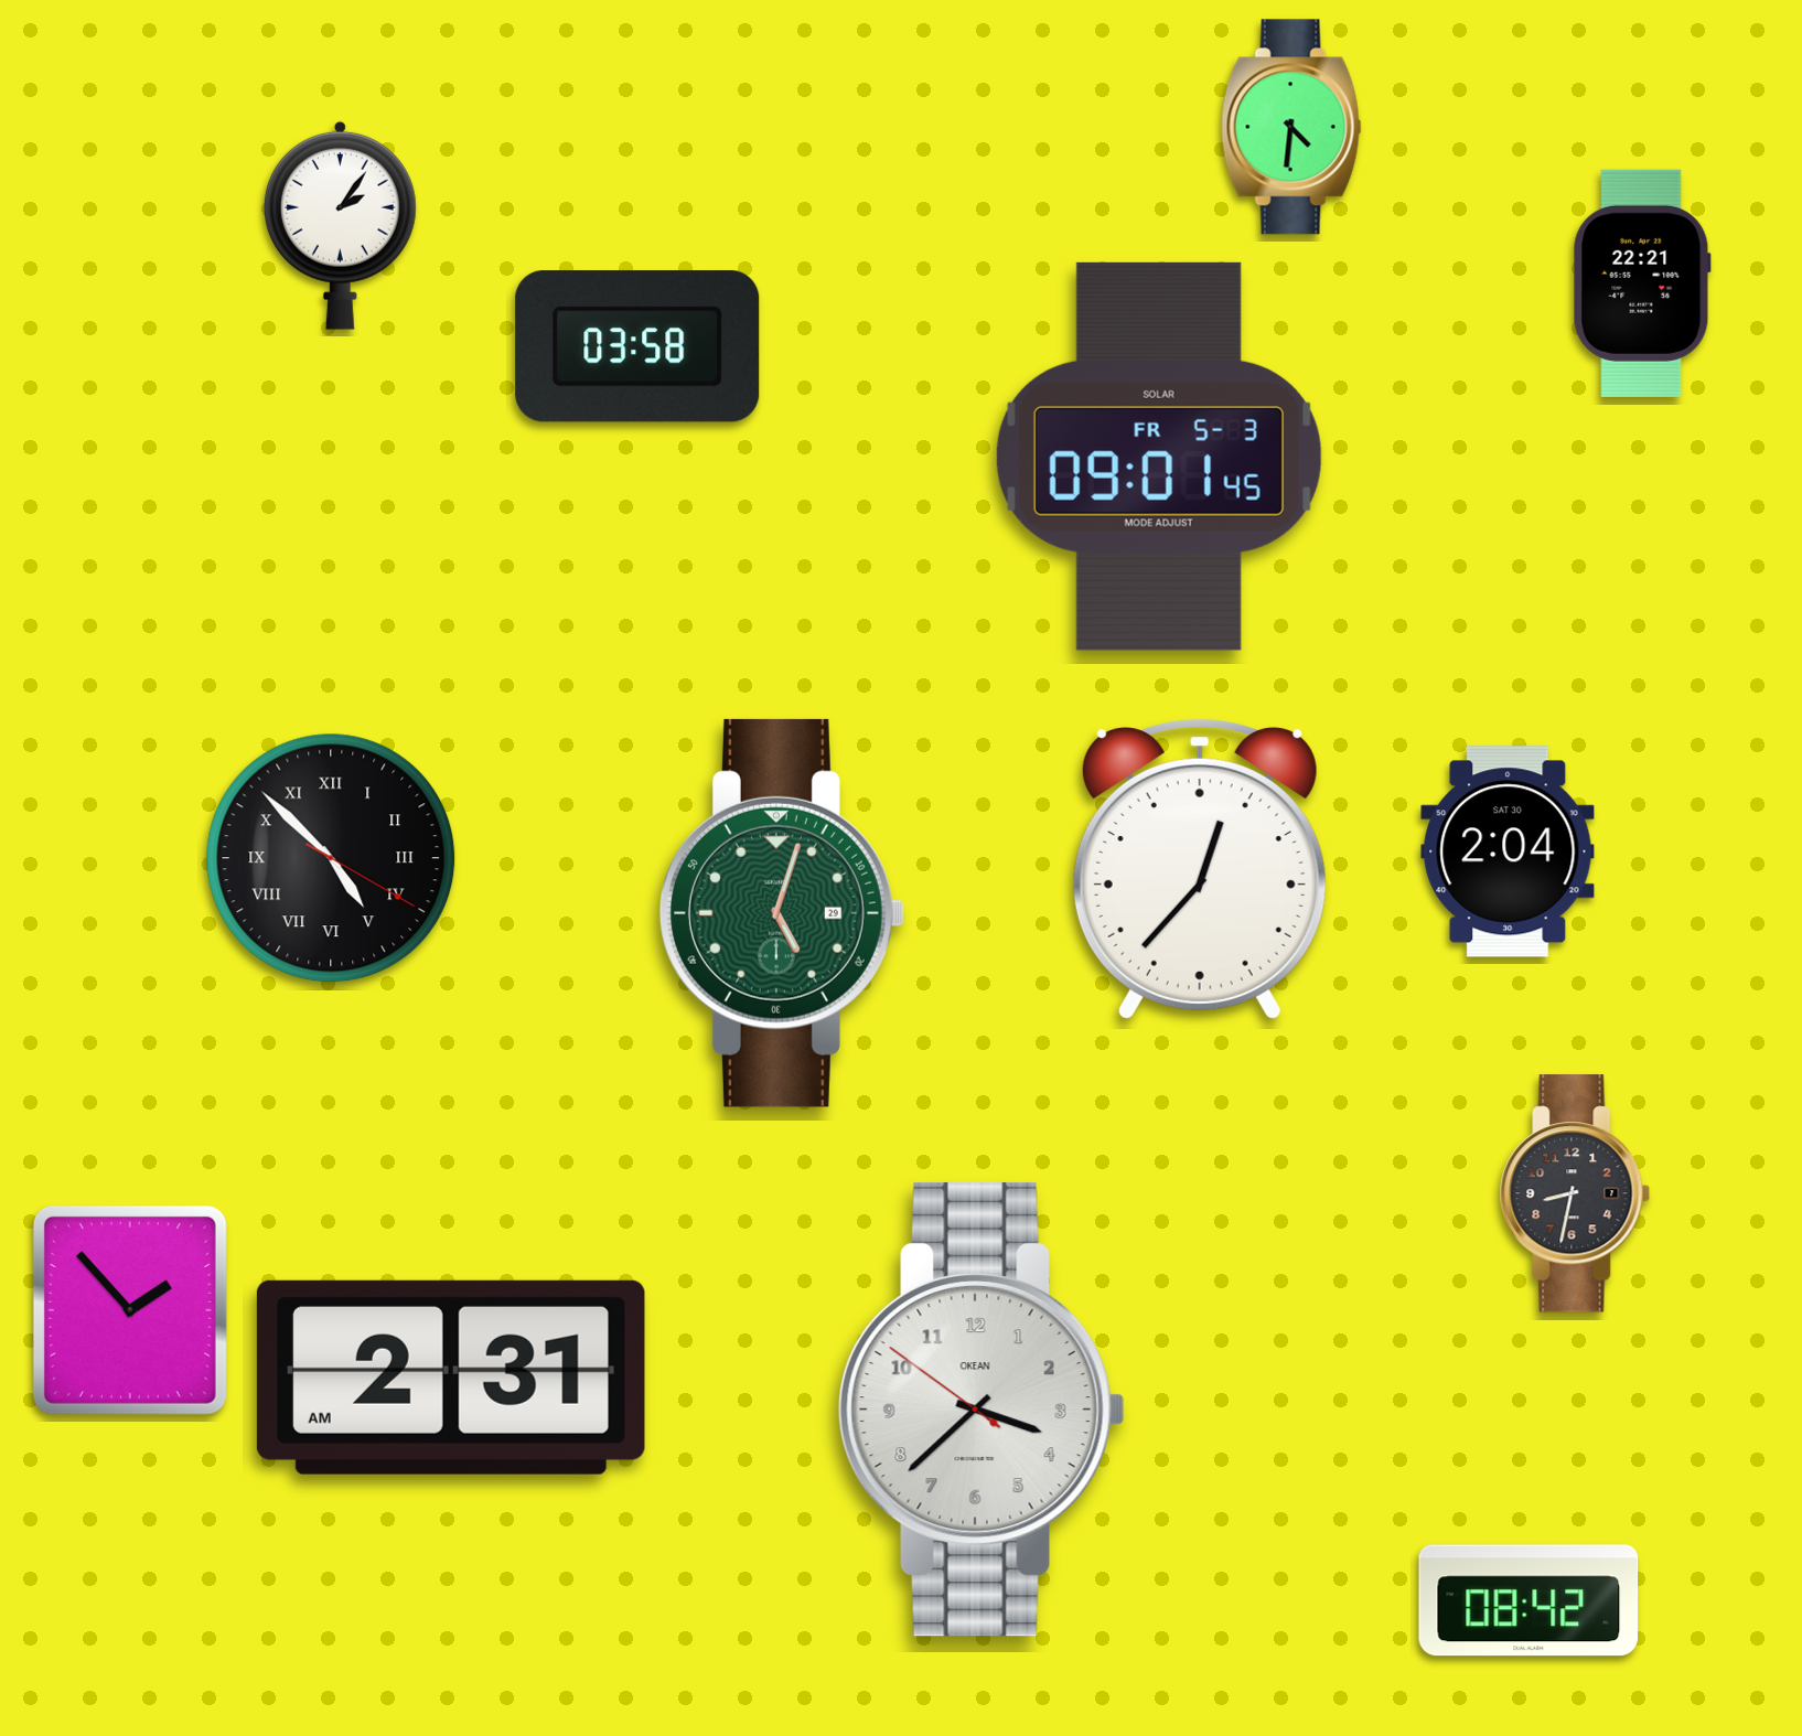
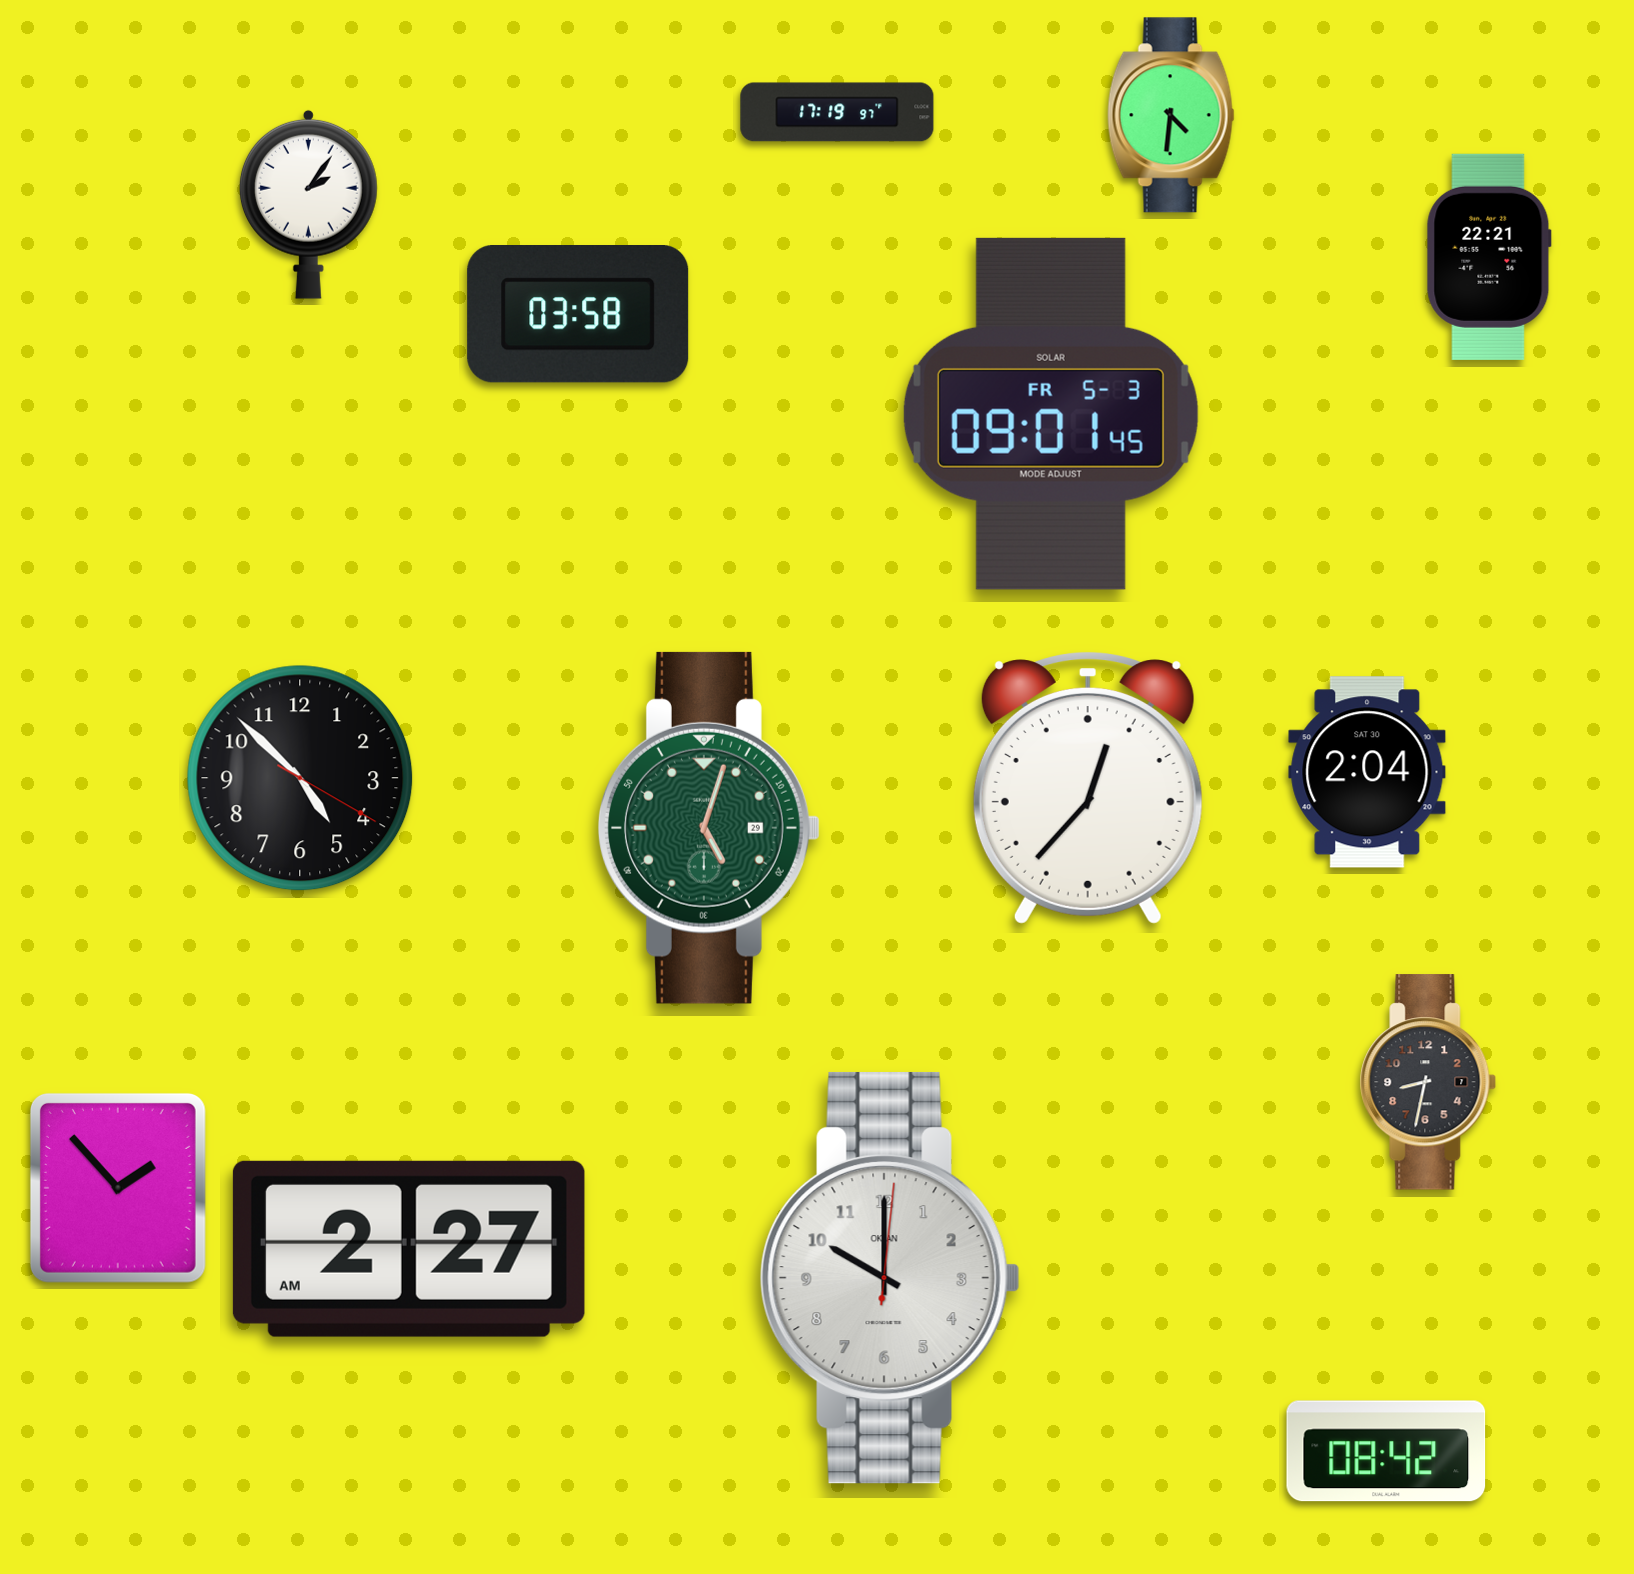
clock at (837, 112): none -> 17:19
clock at (331, 858) numerals: Roman -> Arabic
clock at (451, 1378): 2:31 -> 2:27
clock at (982, 1410): 3:37 -> 10:00
